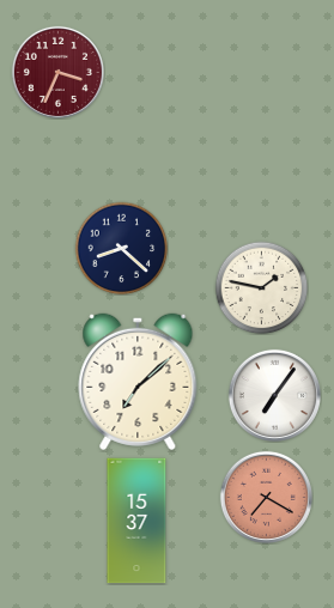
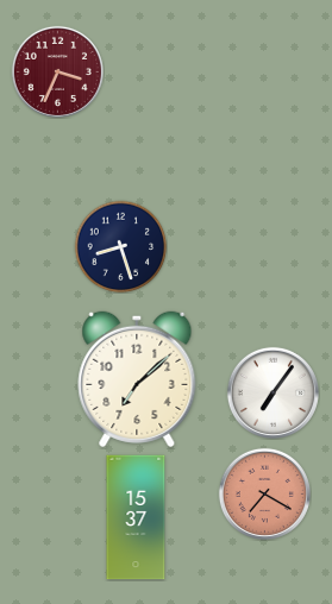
clock at (121, 248): 8:22 -> 8:27
clock at (261, 287): 1:47 -> none
